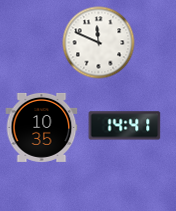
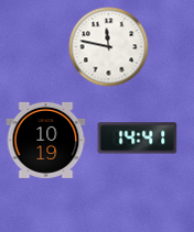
clock at (99, 43): 11:49 -> 11:47
clock at (42, 127): 10:35 -> 10:19
